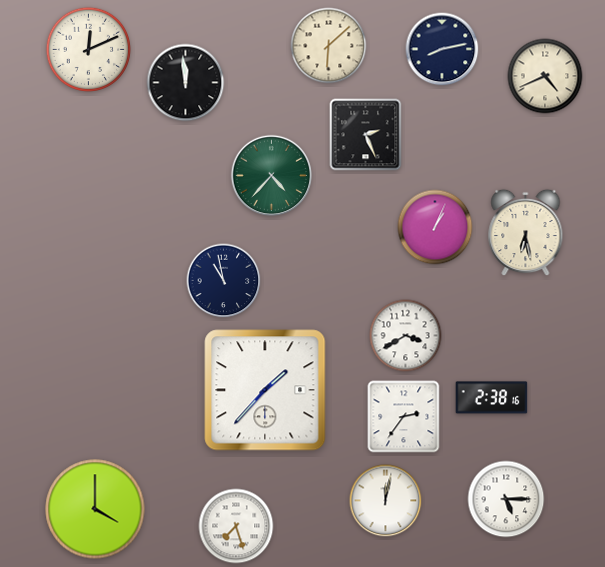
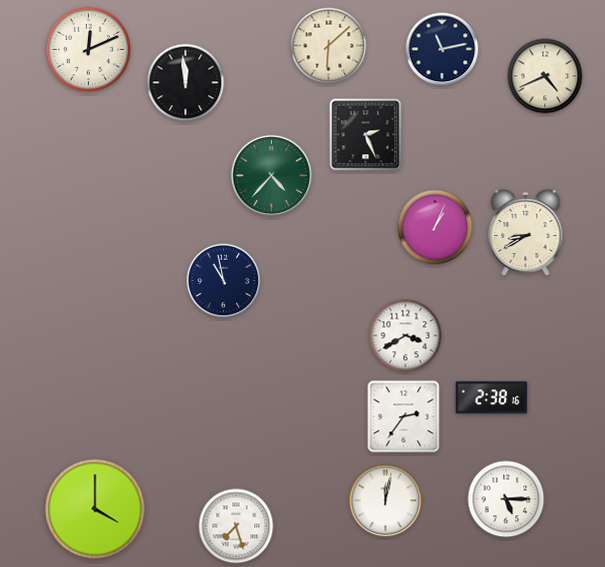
clock at (442, 49): 8:13 -> 11:13
clock at (526, 233): 6:28 -> 8:40
clock at (265, 390): 1:37 -> none
